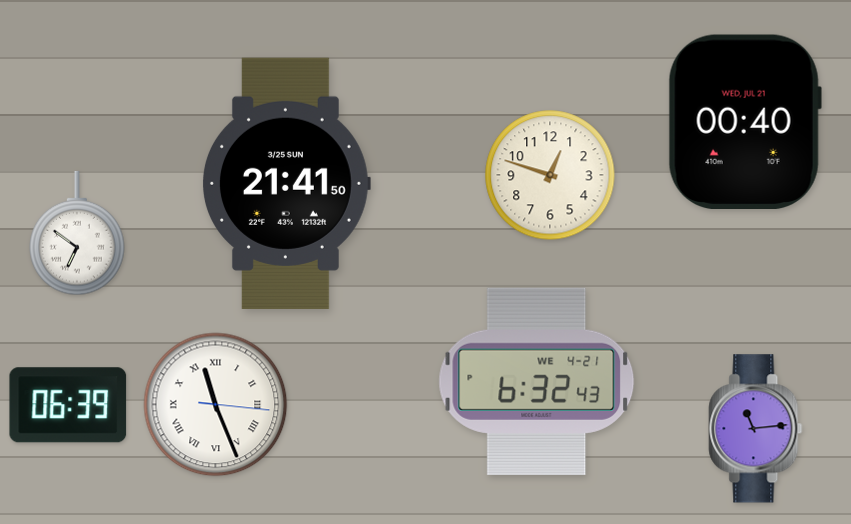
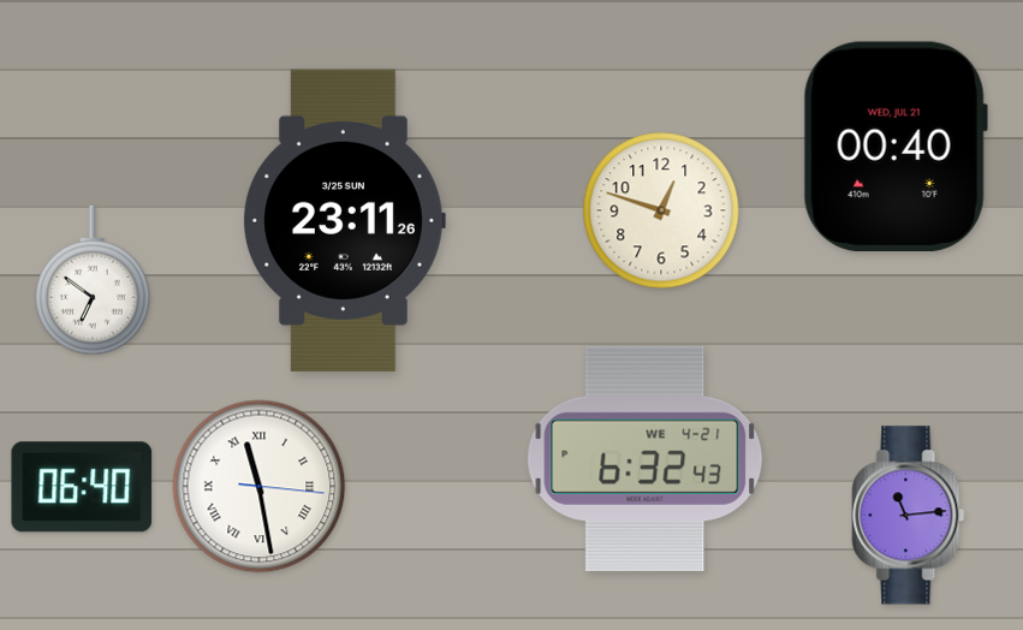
clock at (287, 183): 21:41 -> 23:11
clock at (68, 405): 06:39 -> 06:40
clock at (216, 405): 11:26 -> 11:28
